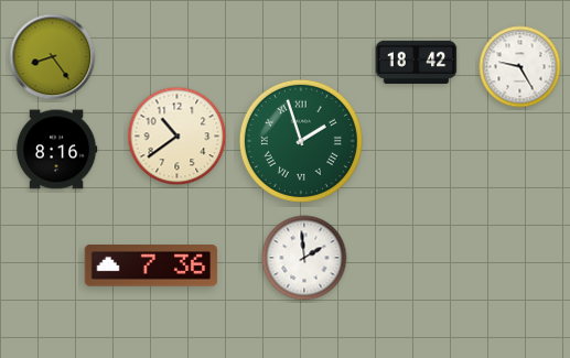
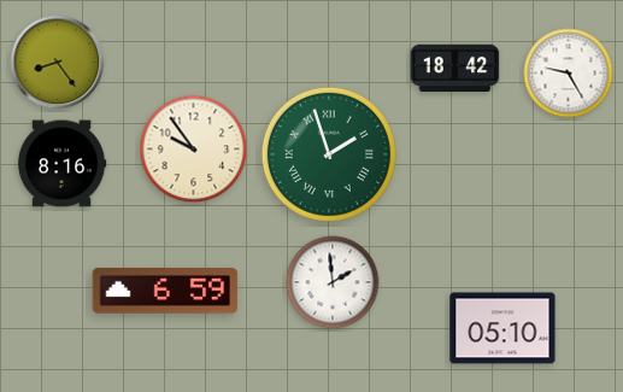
clock at (178, 137): 10:39 -> 9:54
clock at (151, 265): 7:36 -> 6:59
clock at (502, 328): none -> 05:10
